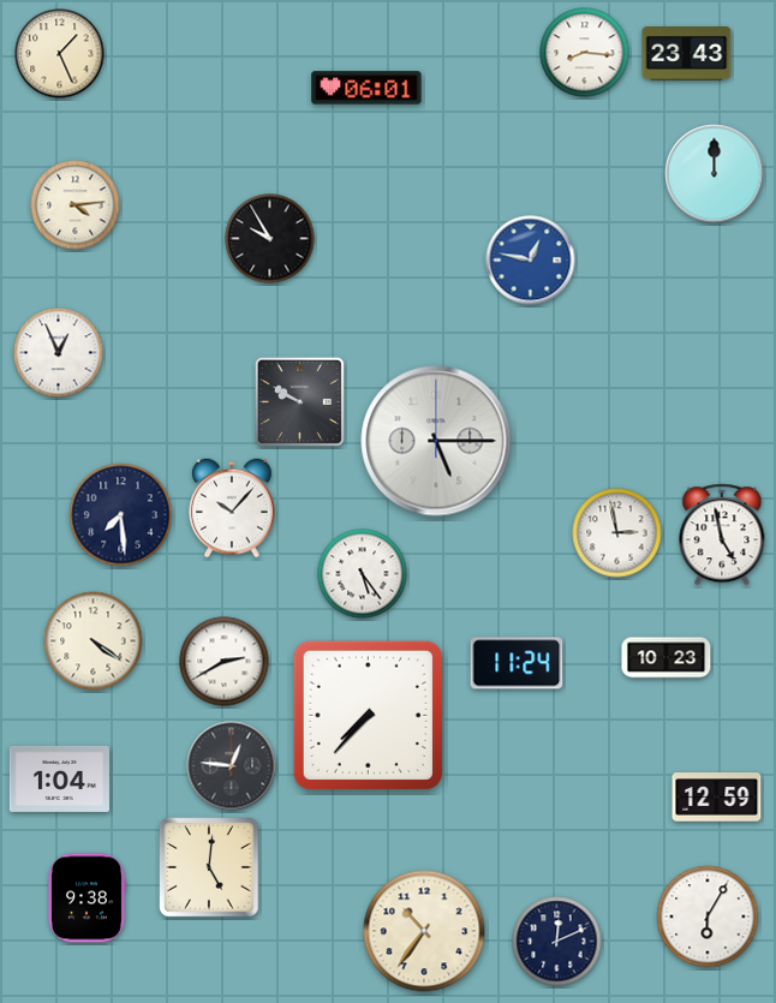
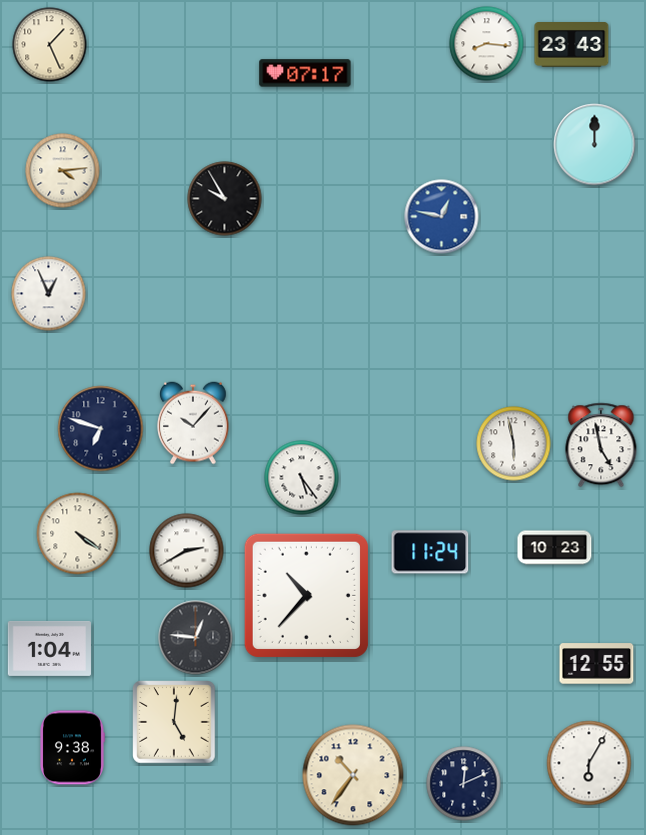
clock at (366, 88): 06:01 -> 07:17
clock at (299, 401): 9:50 -> none
clock at (436, 441): 5:15 -> none
clock at (121, 515): 7:29 -> 6:48
clock at (617, 533): 2:58 -> 5:58
clock at (368, 715): 7:37 -> 10:37
clock at (232, 766) position: (232, 766) -> (196, 638)
clock at (717, 798): 12:59 -> 12:55
